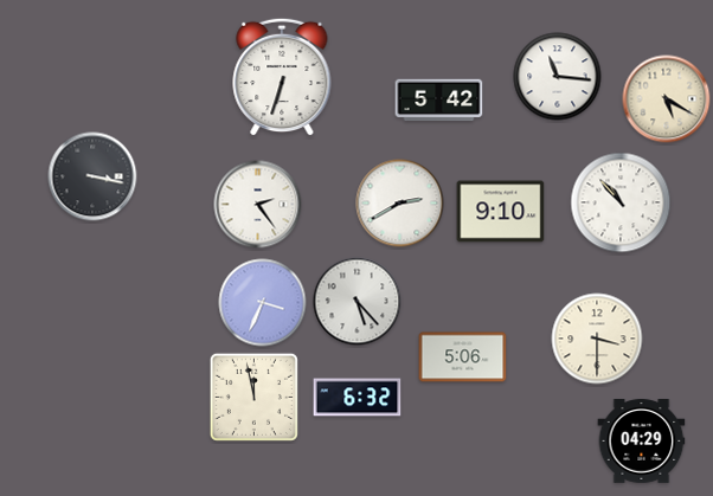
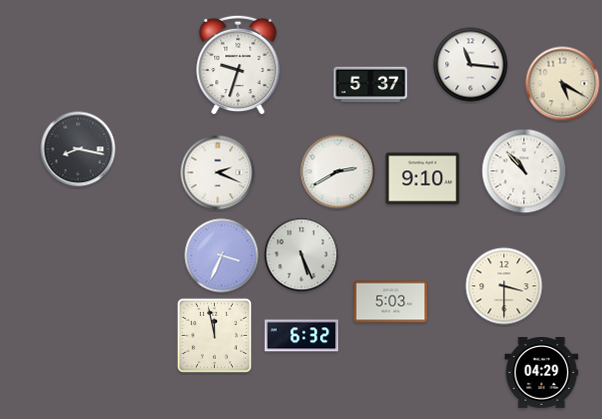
clock at (282, 77): 6:33 -> 9:33
clock at (439, 101): 5:42 -> 5:37
clock at (92, 176): 3:17 -> 8:17
clock at (258, 205): 2:24 -> 2:19
clock at (358, 302): 5:23 -> 5:26
clock at (463, 357): 5:06 -> 5:03
